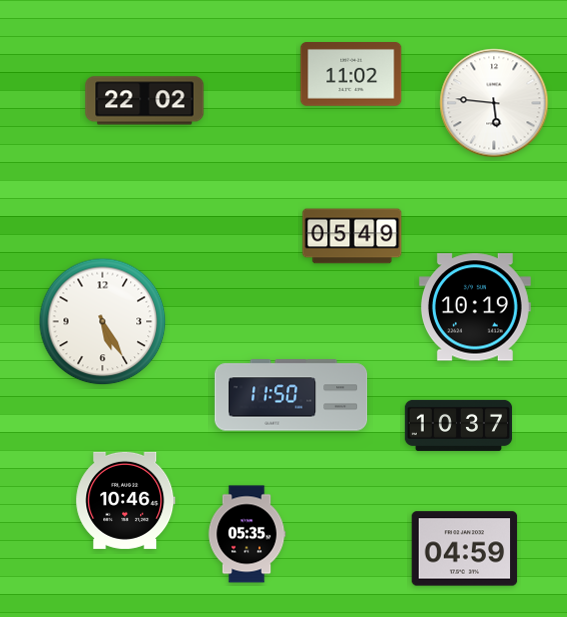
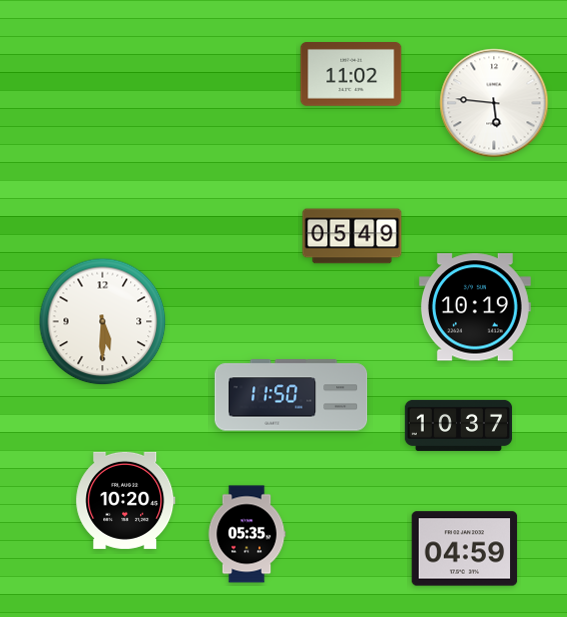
clock at (145, 101): 22:02 -> none
clock at (103, 322): 5:25 -> 5:30
clock at (126, 500): 10:46 -> 10:20
